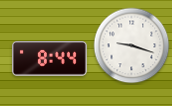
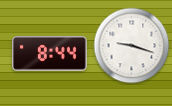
clock at (49, 59) position: (49, 59) -> (49, 54)
